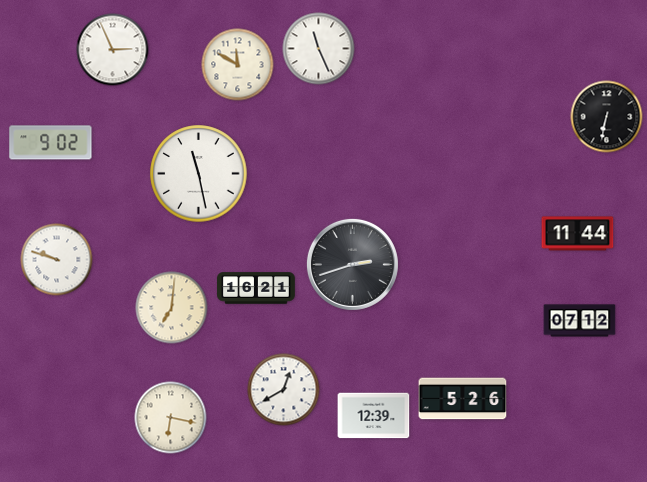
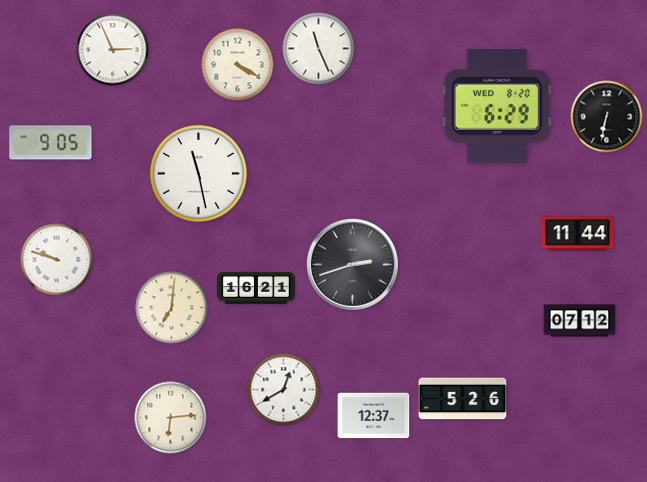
clock at (238, 65): 11:50 -> 4:20
clock at (498, 106): none -> 6:29
clock at (51, 143): 9:02 -> 9:05
clock at (374, 416): 12:39 -> 12:37
clock at (171, 418): 6:17 -> 6:14
